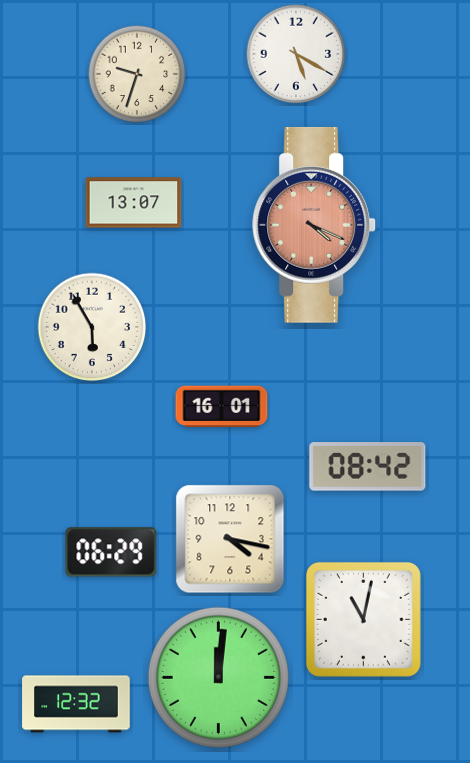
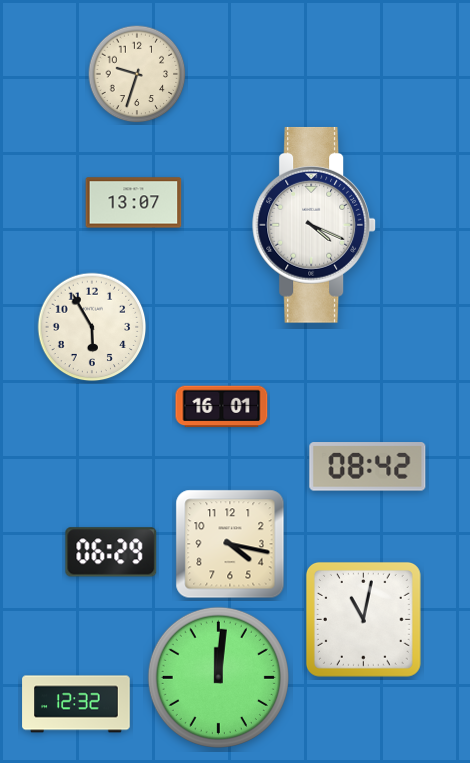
clock at (296, 54): 5:20 -> none
clock at (315, 225) dial: salmon -> white
clock at (230, 539) position: (230, 539) -> (230, 544)
